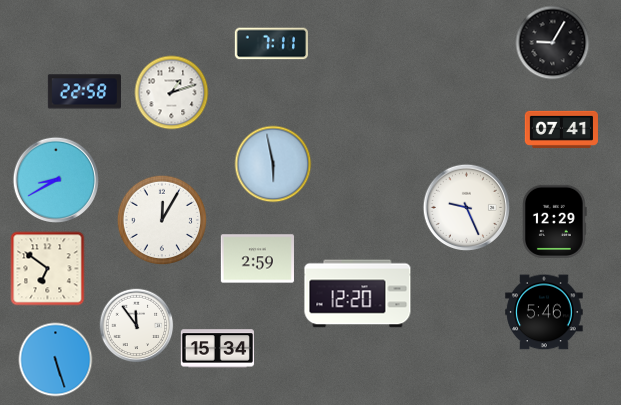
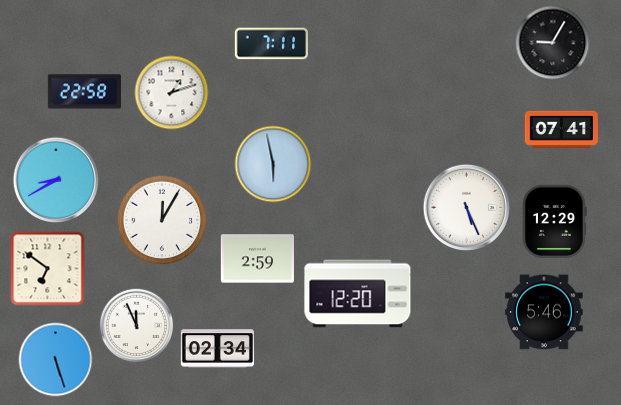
clock at (466, 207): 9:26 -> 5:26
clock at (137, 326): 11:54 -> 11:56
clock at (217, 349): 15:34 -> 02:34
